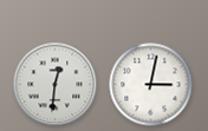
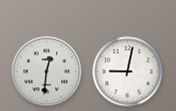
clock at (151, 85): 3:02 -> 9:02
